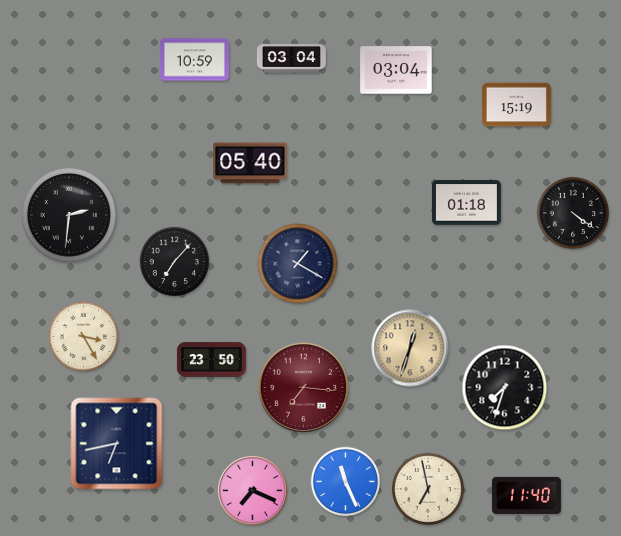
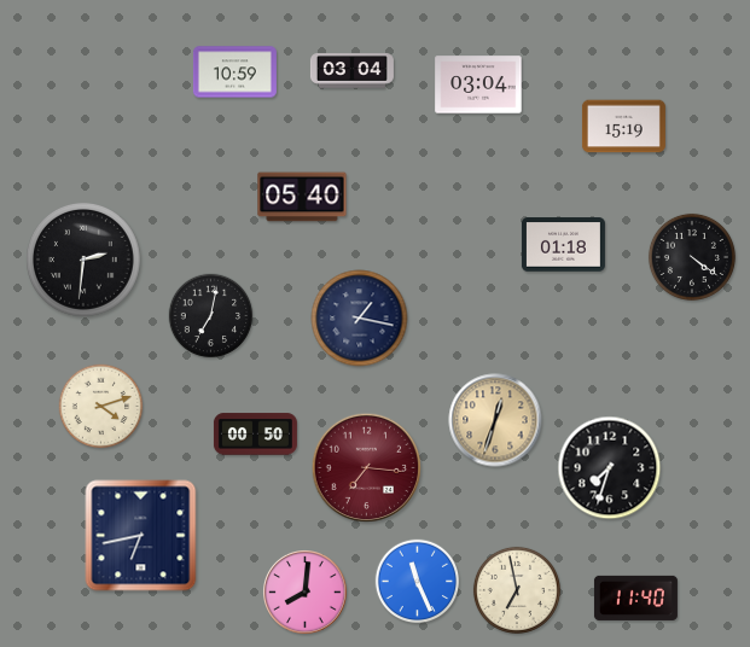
clock at (175, 262): 7:07 -> 7:02
clock at (298, 264): 1:20 -> 1:17
clock at (84, 337): 3:25 -> 4:12
clock at (211, 360): 23:50 -> 00:50
clock at (253, 491): 7:19 -> 8:01
